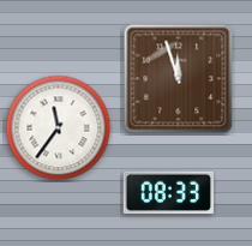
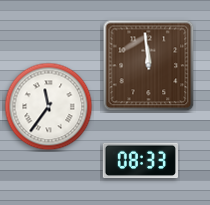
clock at (179, 79): 11:57 -> 11:59
